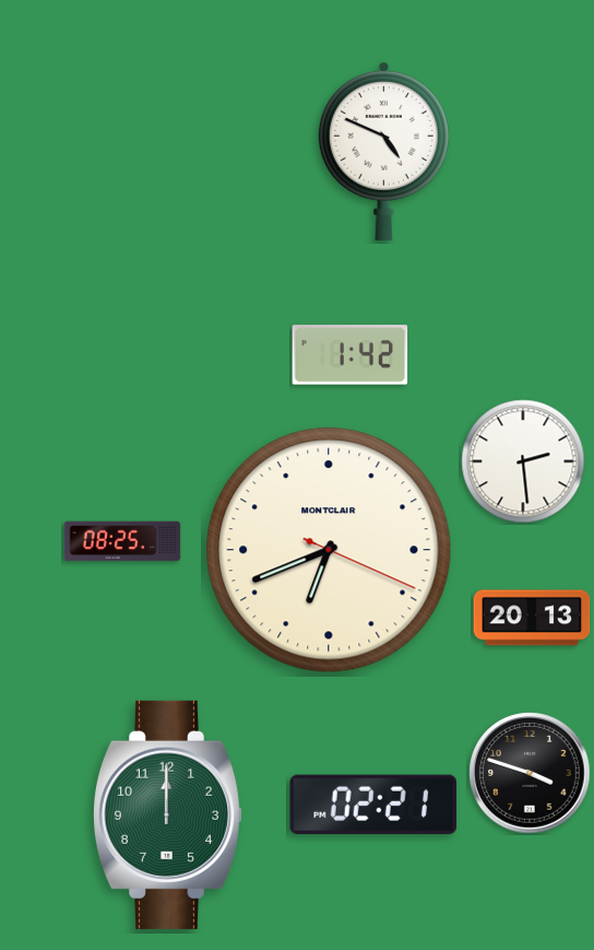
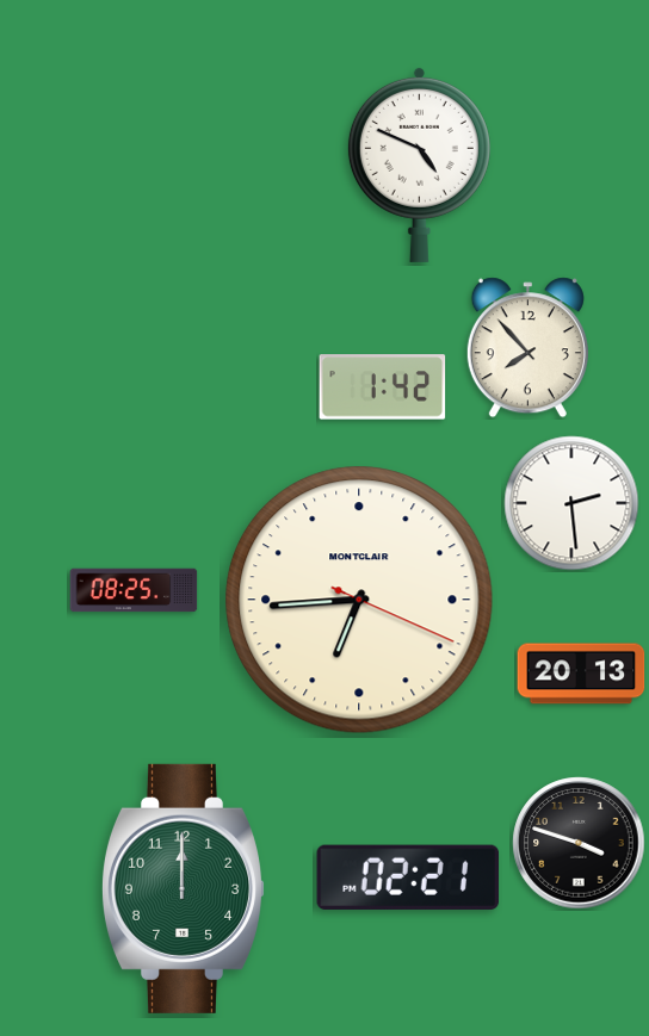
clock at (527, 348): none -> 7:53
clock at (329, 550): 6:41 -> 6:44
